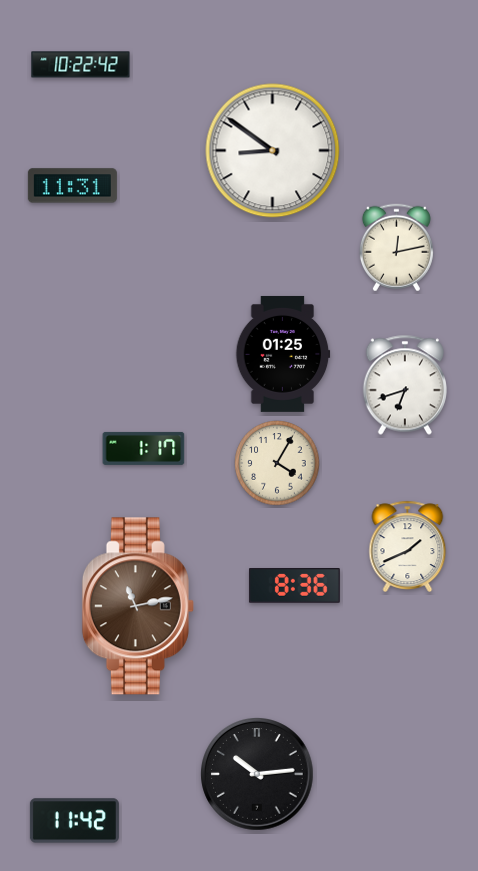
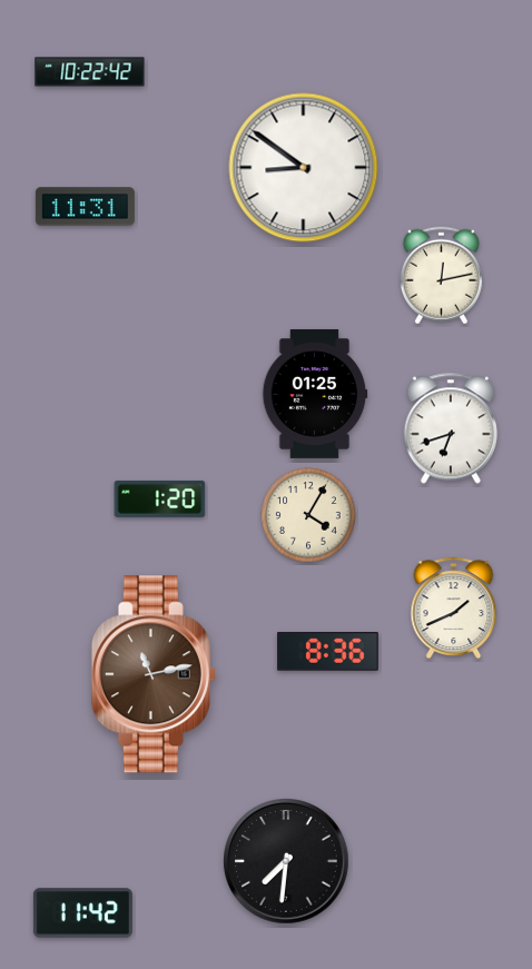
clock at (72, 186) position: (72, 186) -> (85, 207)
clock at (144, 448): 1:17 -> 1:20
clock at (257, 774): 10:14 -> 7:31
